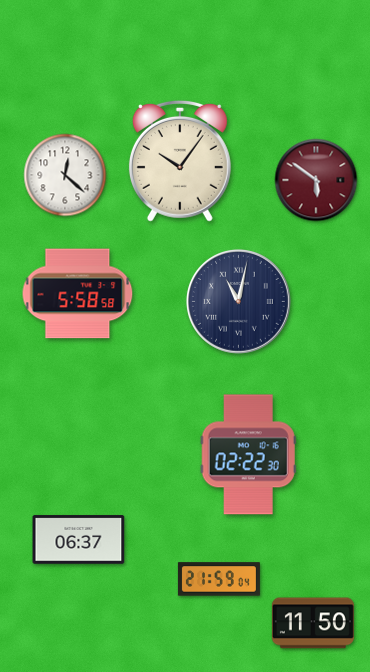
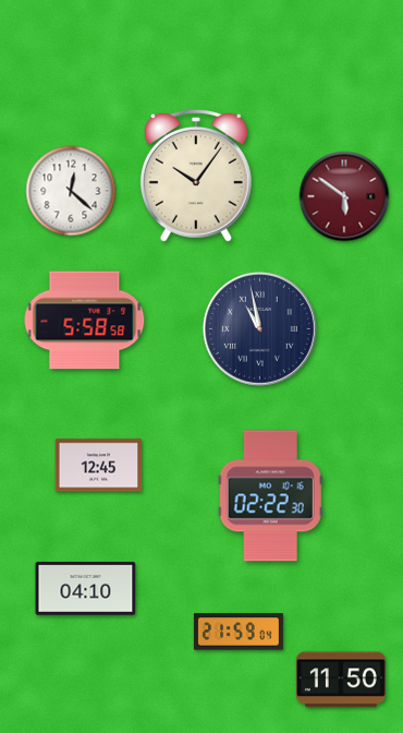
clock at (239, 302): 11:02 -> 10:58
clock at (99, 466): none -> 12:45
clock at (79, 540): 06:37 -> 04:10
